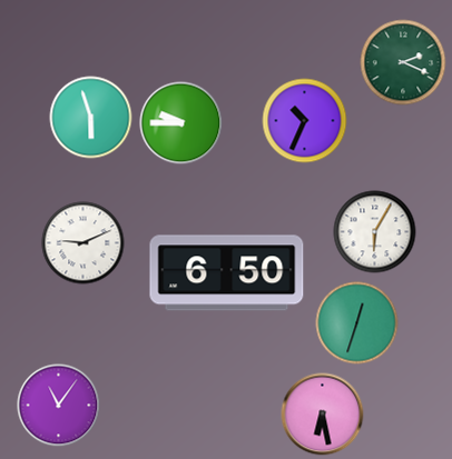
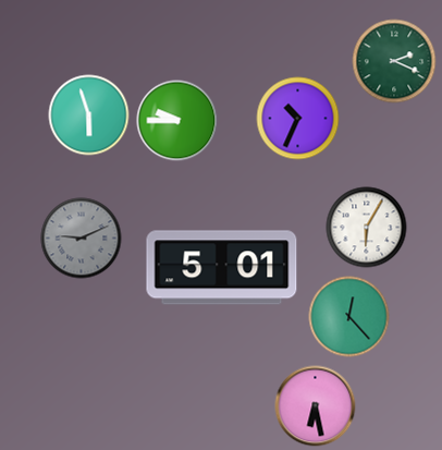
clock at (83, 243) dial: white -> grey
clock at (227, 273): 6:50 -> 5:01
clock at (357, 323): 12:33 -> 12:23
clock at (59, 406): 11:06 -> none
